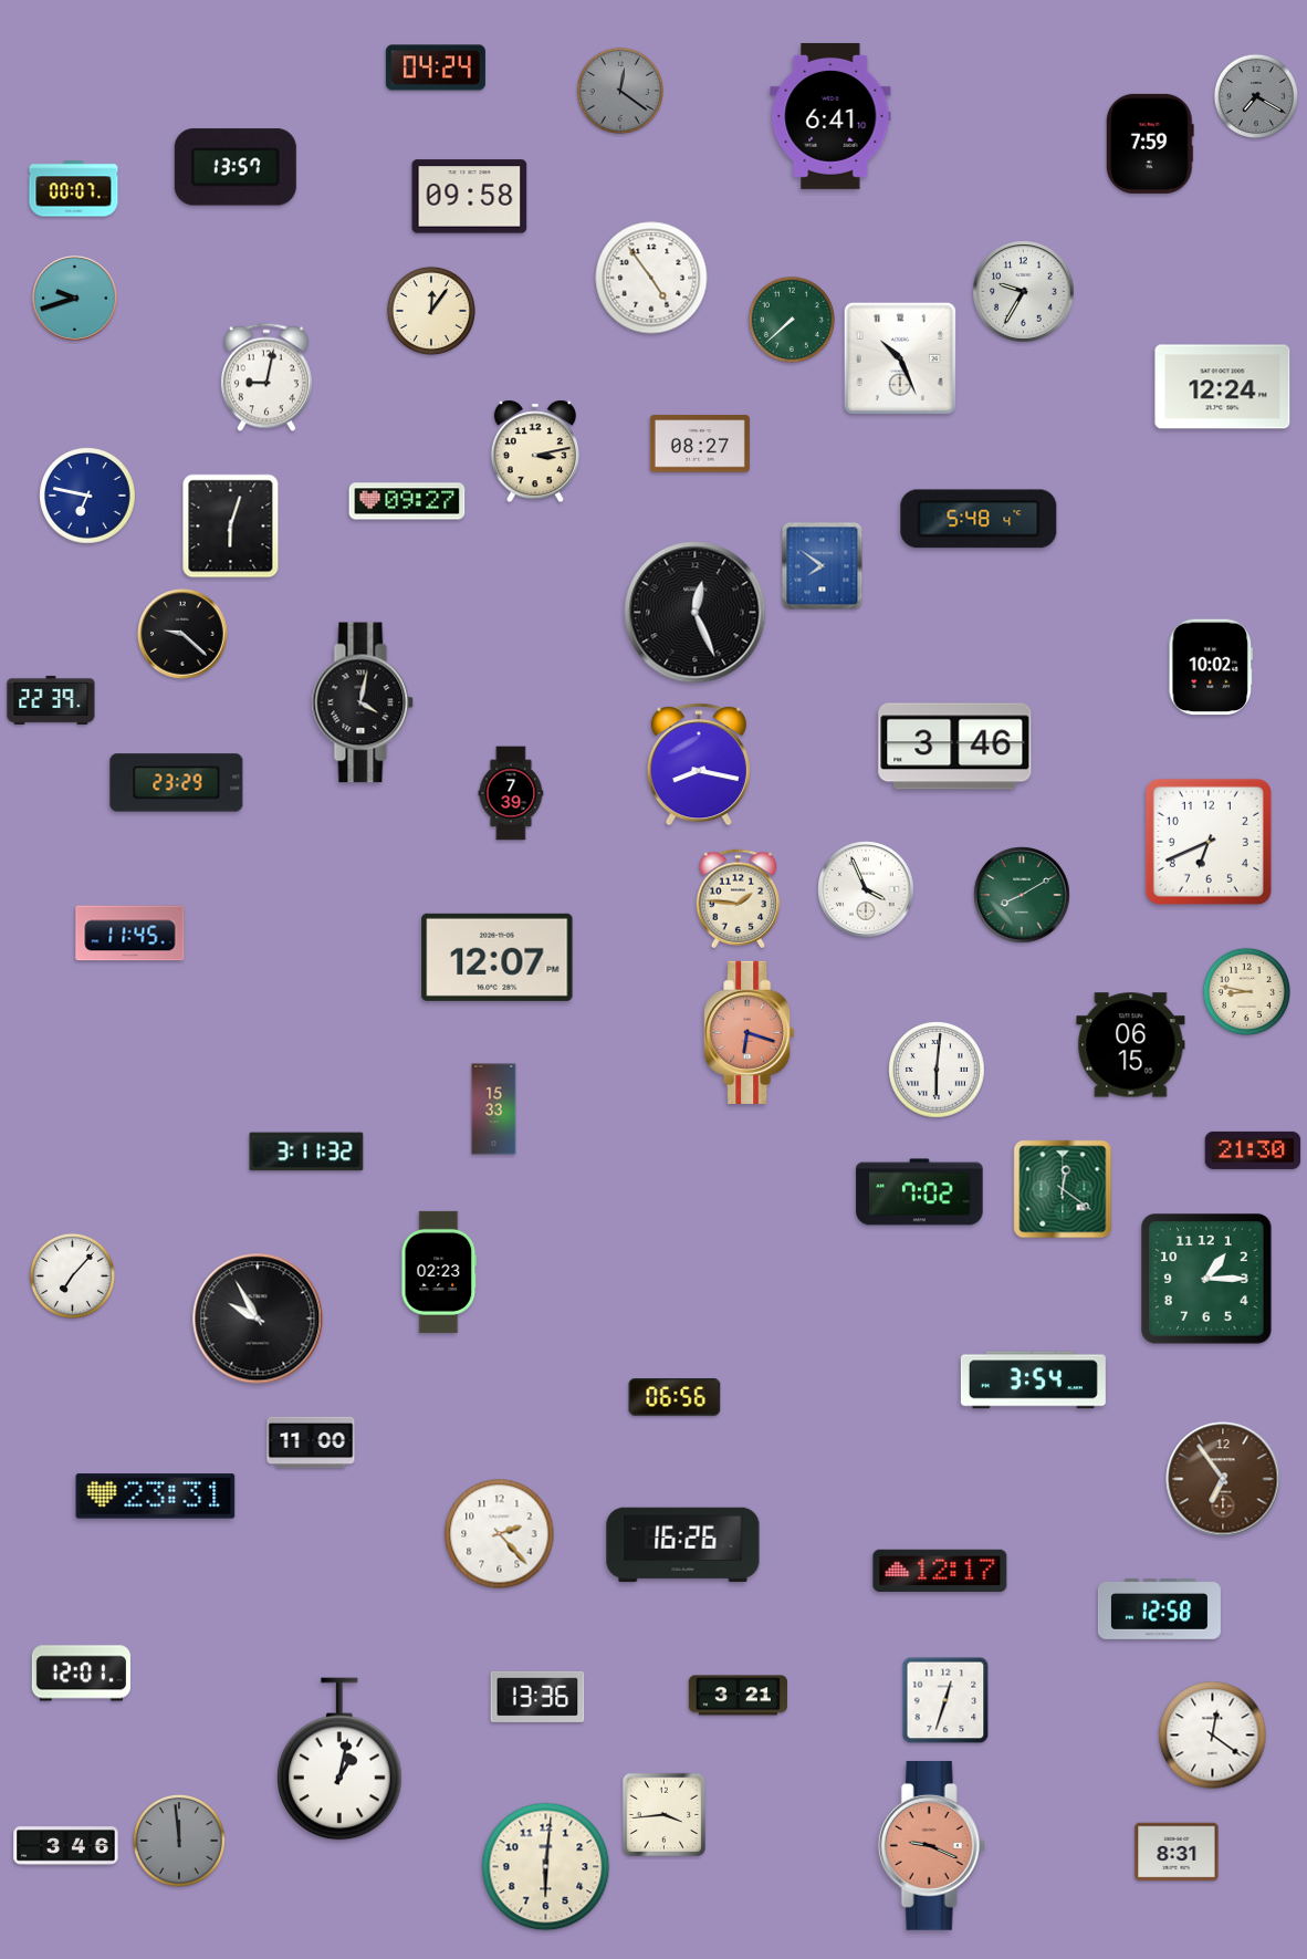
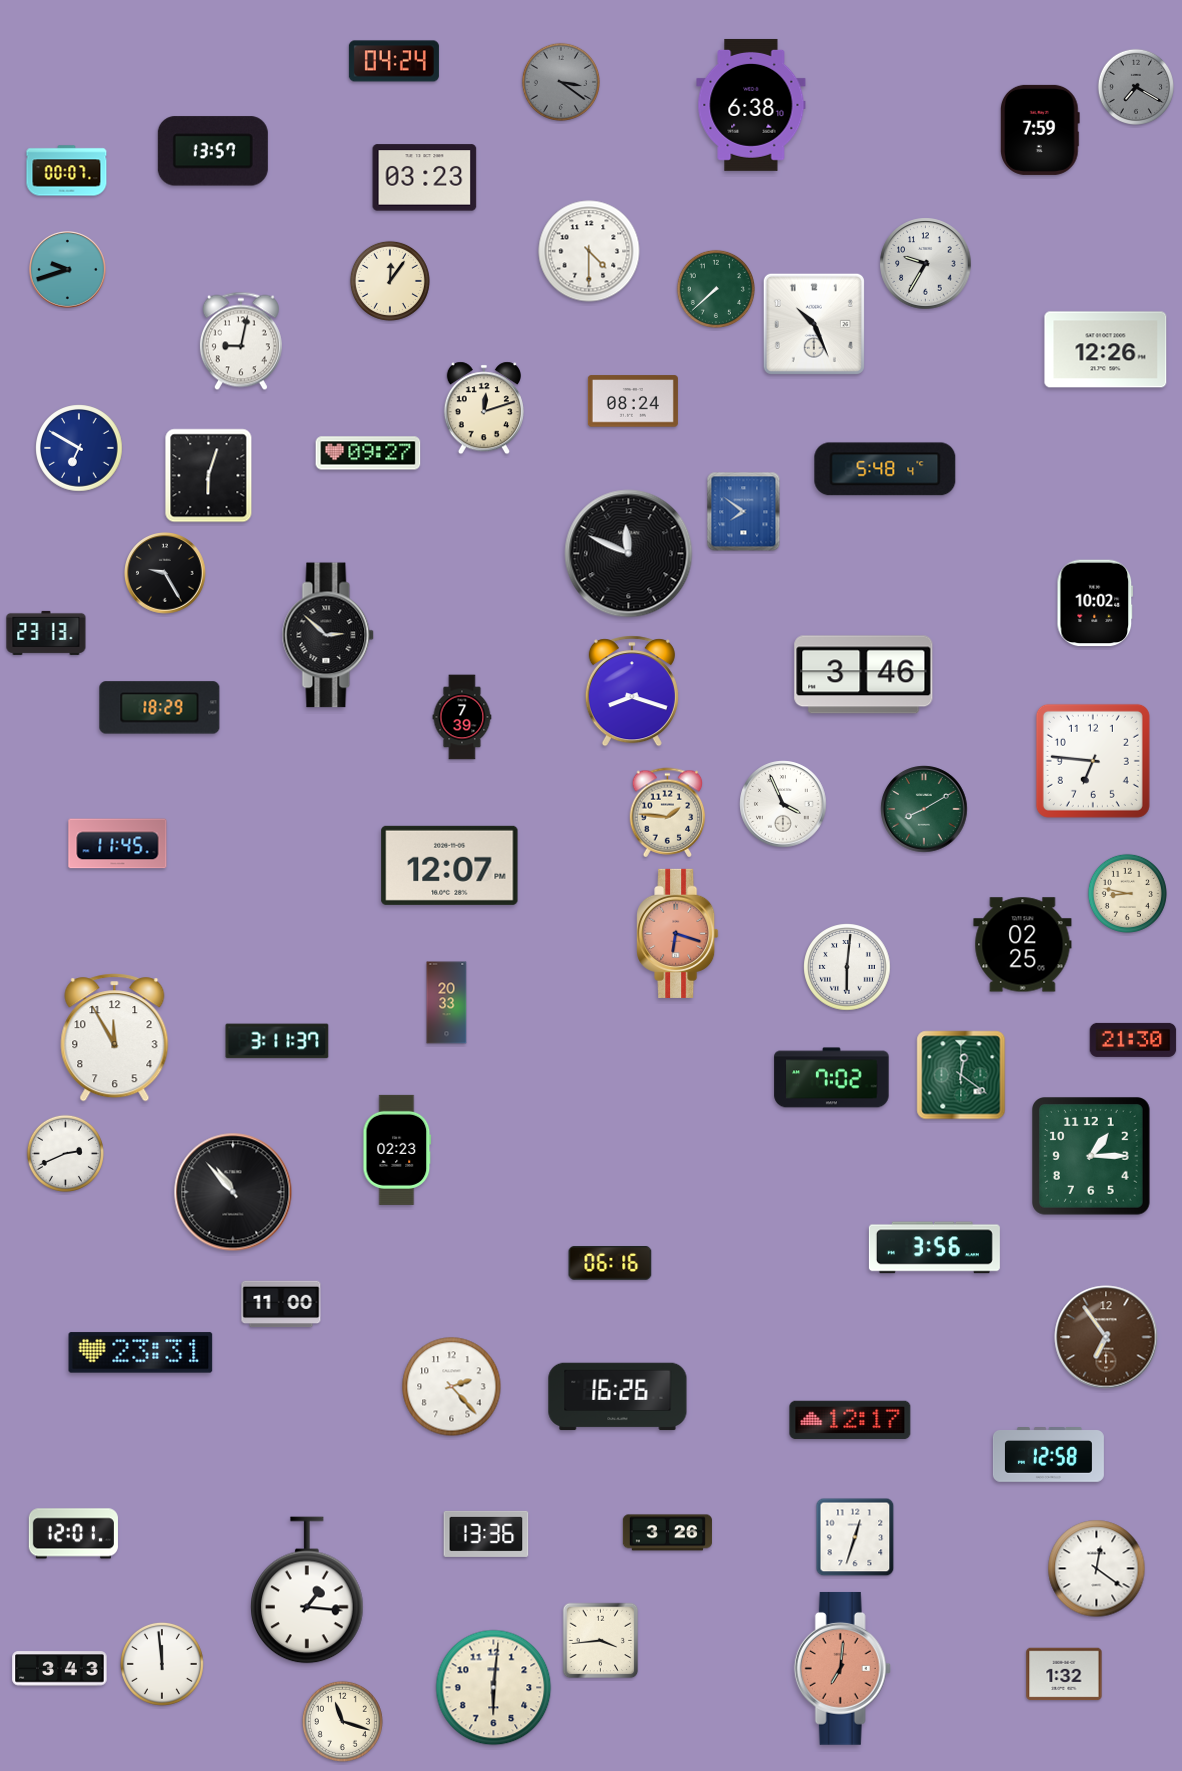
clock at (620, 91): 12:21 -> 3:21
clock at (830, 116): 6:41 -> 6:38
clock at (470, 197): 09:58 -> 03:23
clock at (651, 278): 4:54 -> 4:30
clock at (1223, 387): 12:24 -> 12:26
clock at (700, 444): 08:27 -> 08:24
clock at (535, 451): 3:13 -> 12:12
clock at (87, 496): 6:47 -> 6:50
clock at (696, 613): 12:26 -> 11:49
clock at (182, 634): 9:22 -> 9:25
clock at (51, 700): 22:39 -> 23:13
clock at (363, 702): 4:02 -> 2:52
clock at (699, 764): 8:17 -> 8:18
clock at (177, 783): 23:29 -> 18:29
clock at (1209, 842): 6:41 -> 6:46
clock at (1246, 991) position: (1246, 991) -> (1127, 893)
clock at (1131, 1045): 06:15 -> 02:25
clock at (494, 1109): 15:33 -> 20:33
clock at (115, 1038): none -> 11:55
clock at (306, 1152): 3:11:32 -> 3:11:37
clock at (72, 1275): 7:07 -> 2:41
clock at (258, 1319): 9:55 -> 10:53
clock at (1033, 1380): 3:54 -> 3:56
clock at (675, 1397): 06:56 -> 06:16
clock at (81, 1674) position: (81, 1674) -> (73, 1534)
clock at (738, 1696): 3:21 -> 3:26
clock at (339, 1759): 1:02 -> 1:16
clock at (179, 1841) dial: grey -> white
clock at (931, 1845): 9:19 -> 7:01
clock at (66, 1846): 3:46 -> 3:43
clock at (1177, 1852): 8:31 -> 1:32
clock at (342, 1721): none -> 11:18
